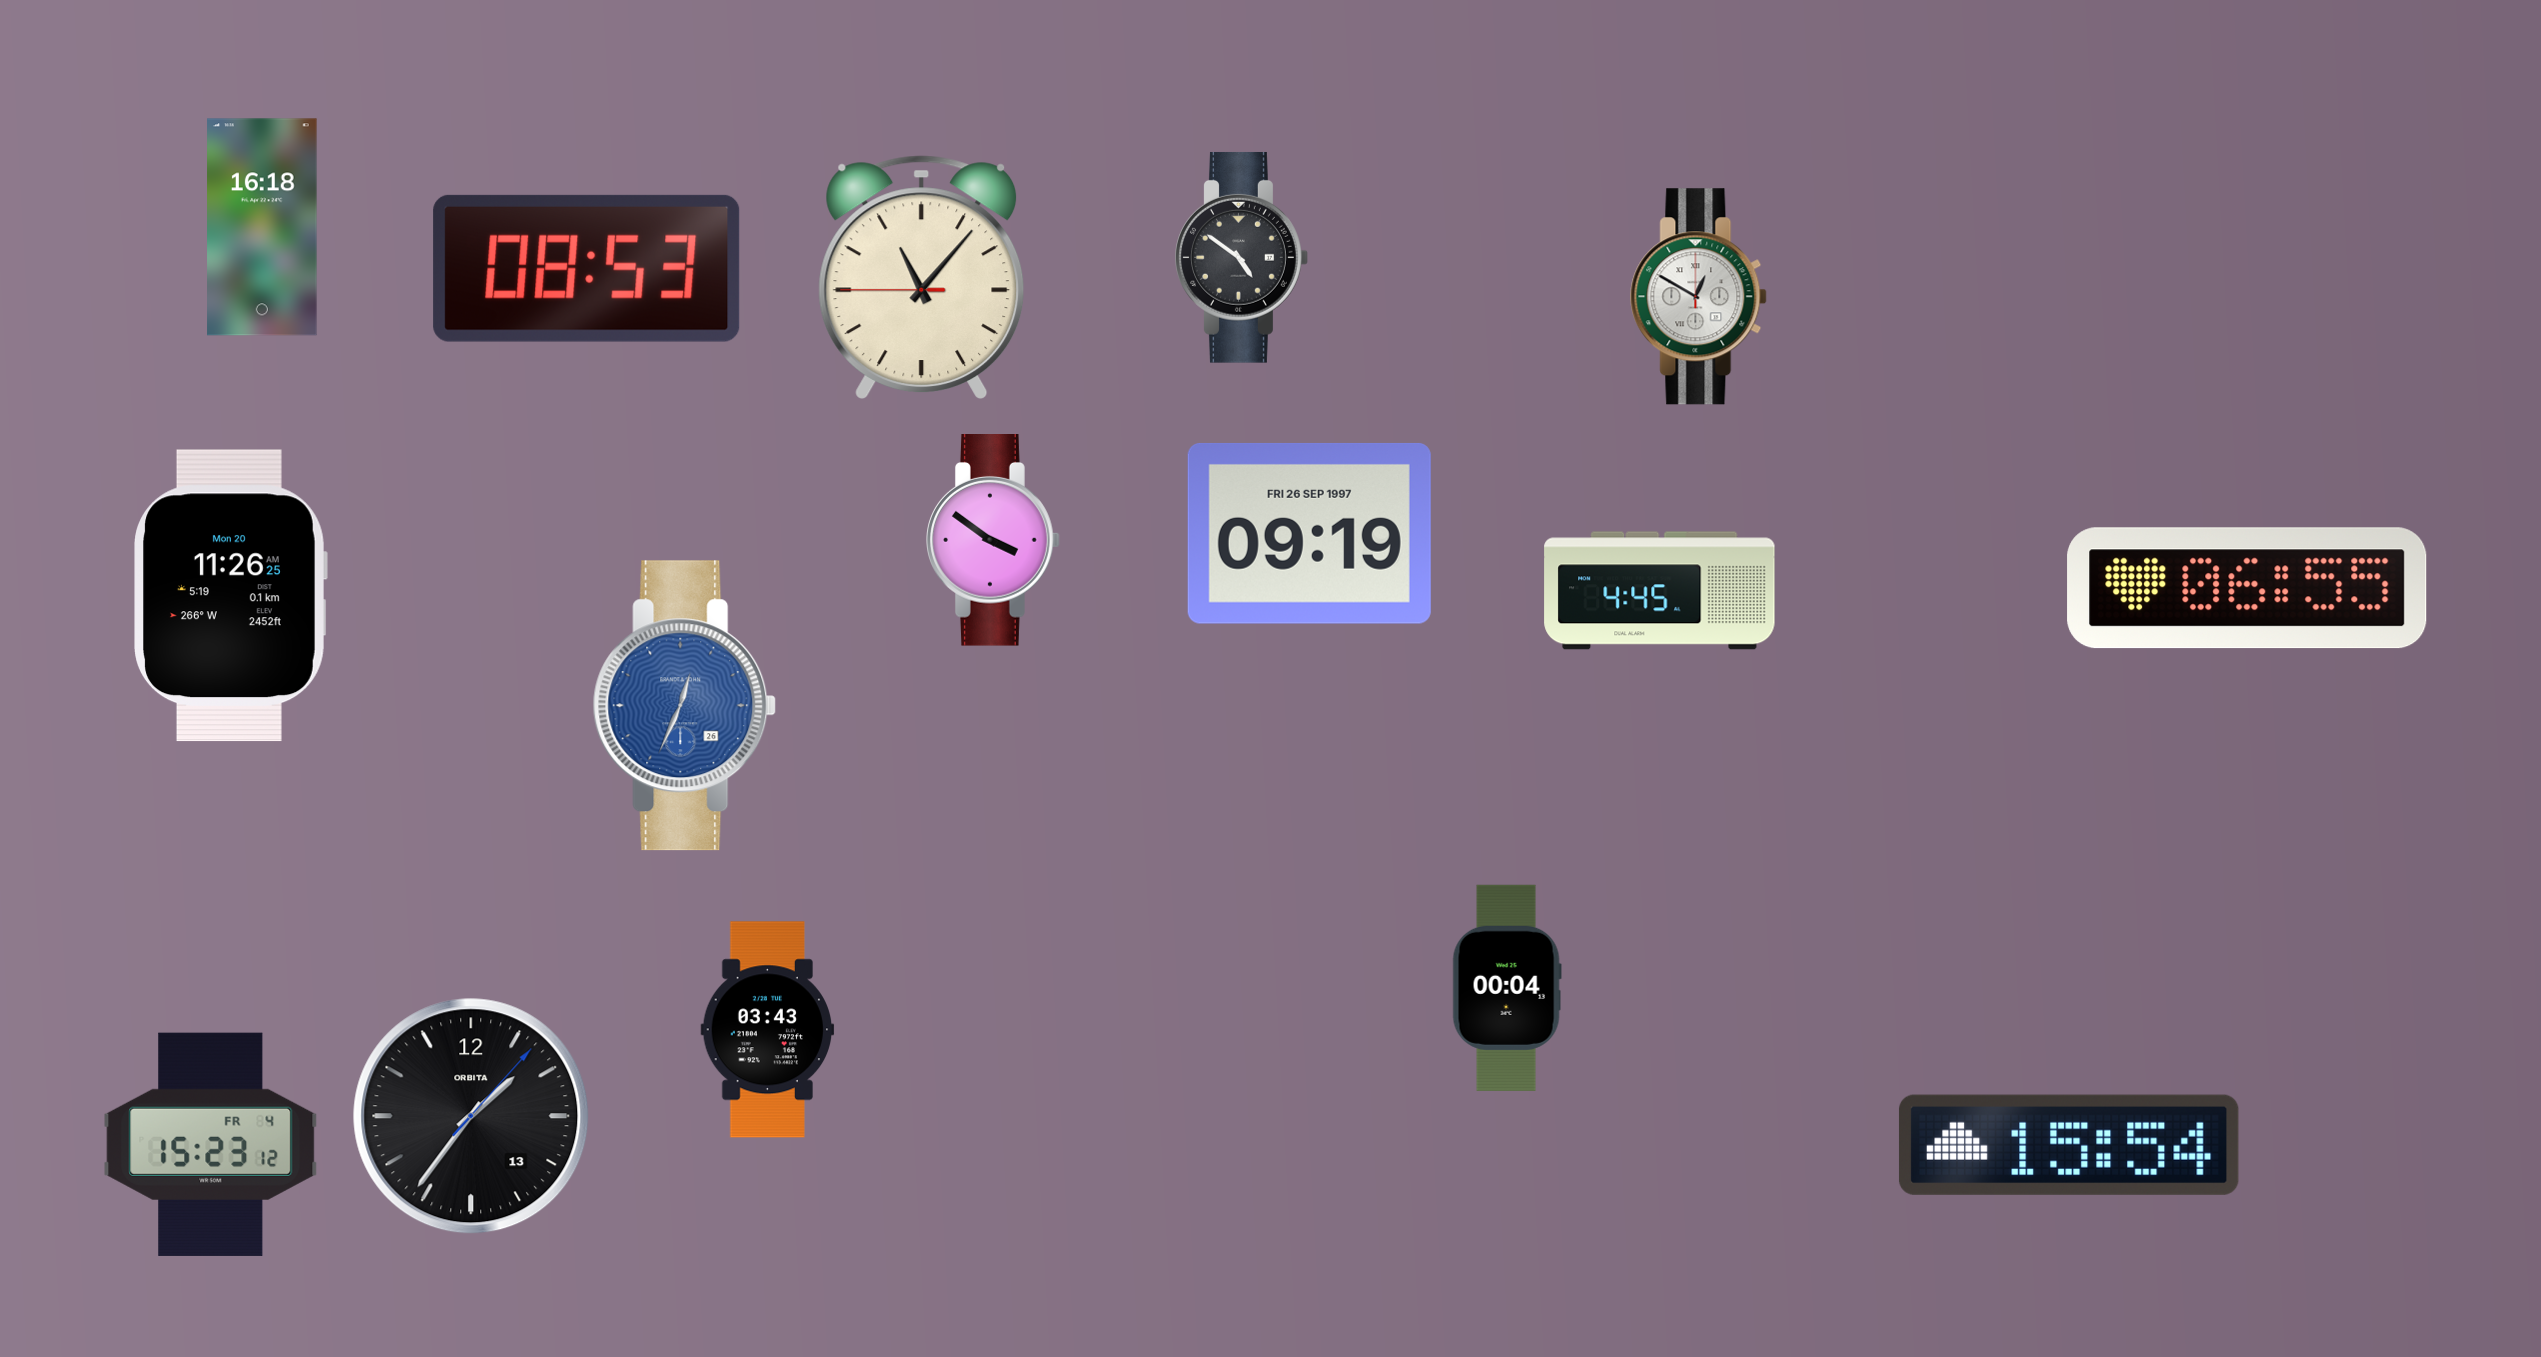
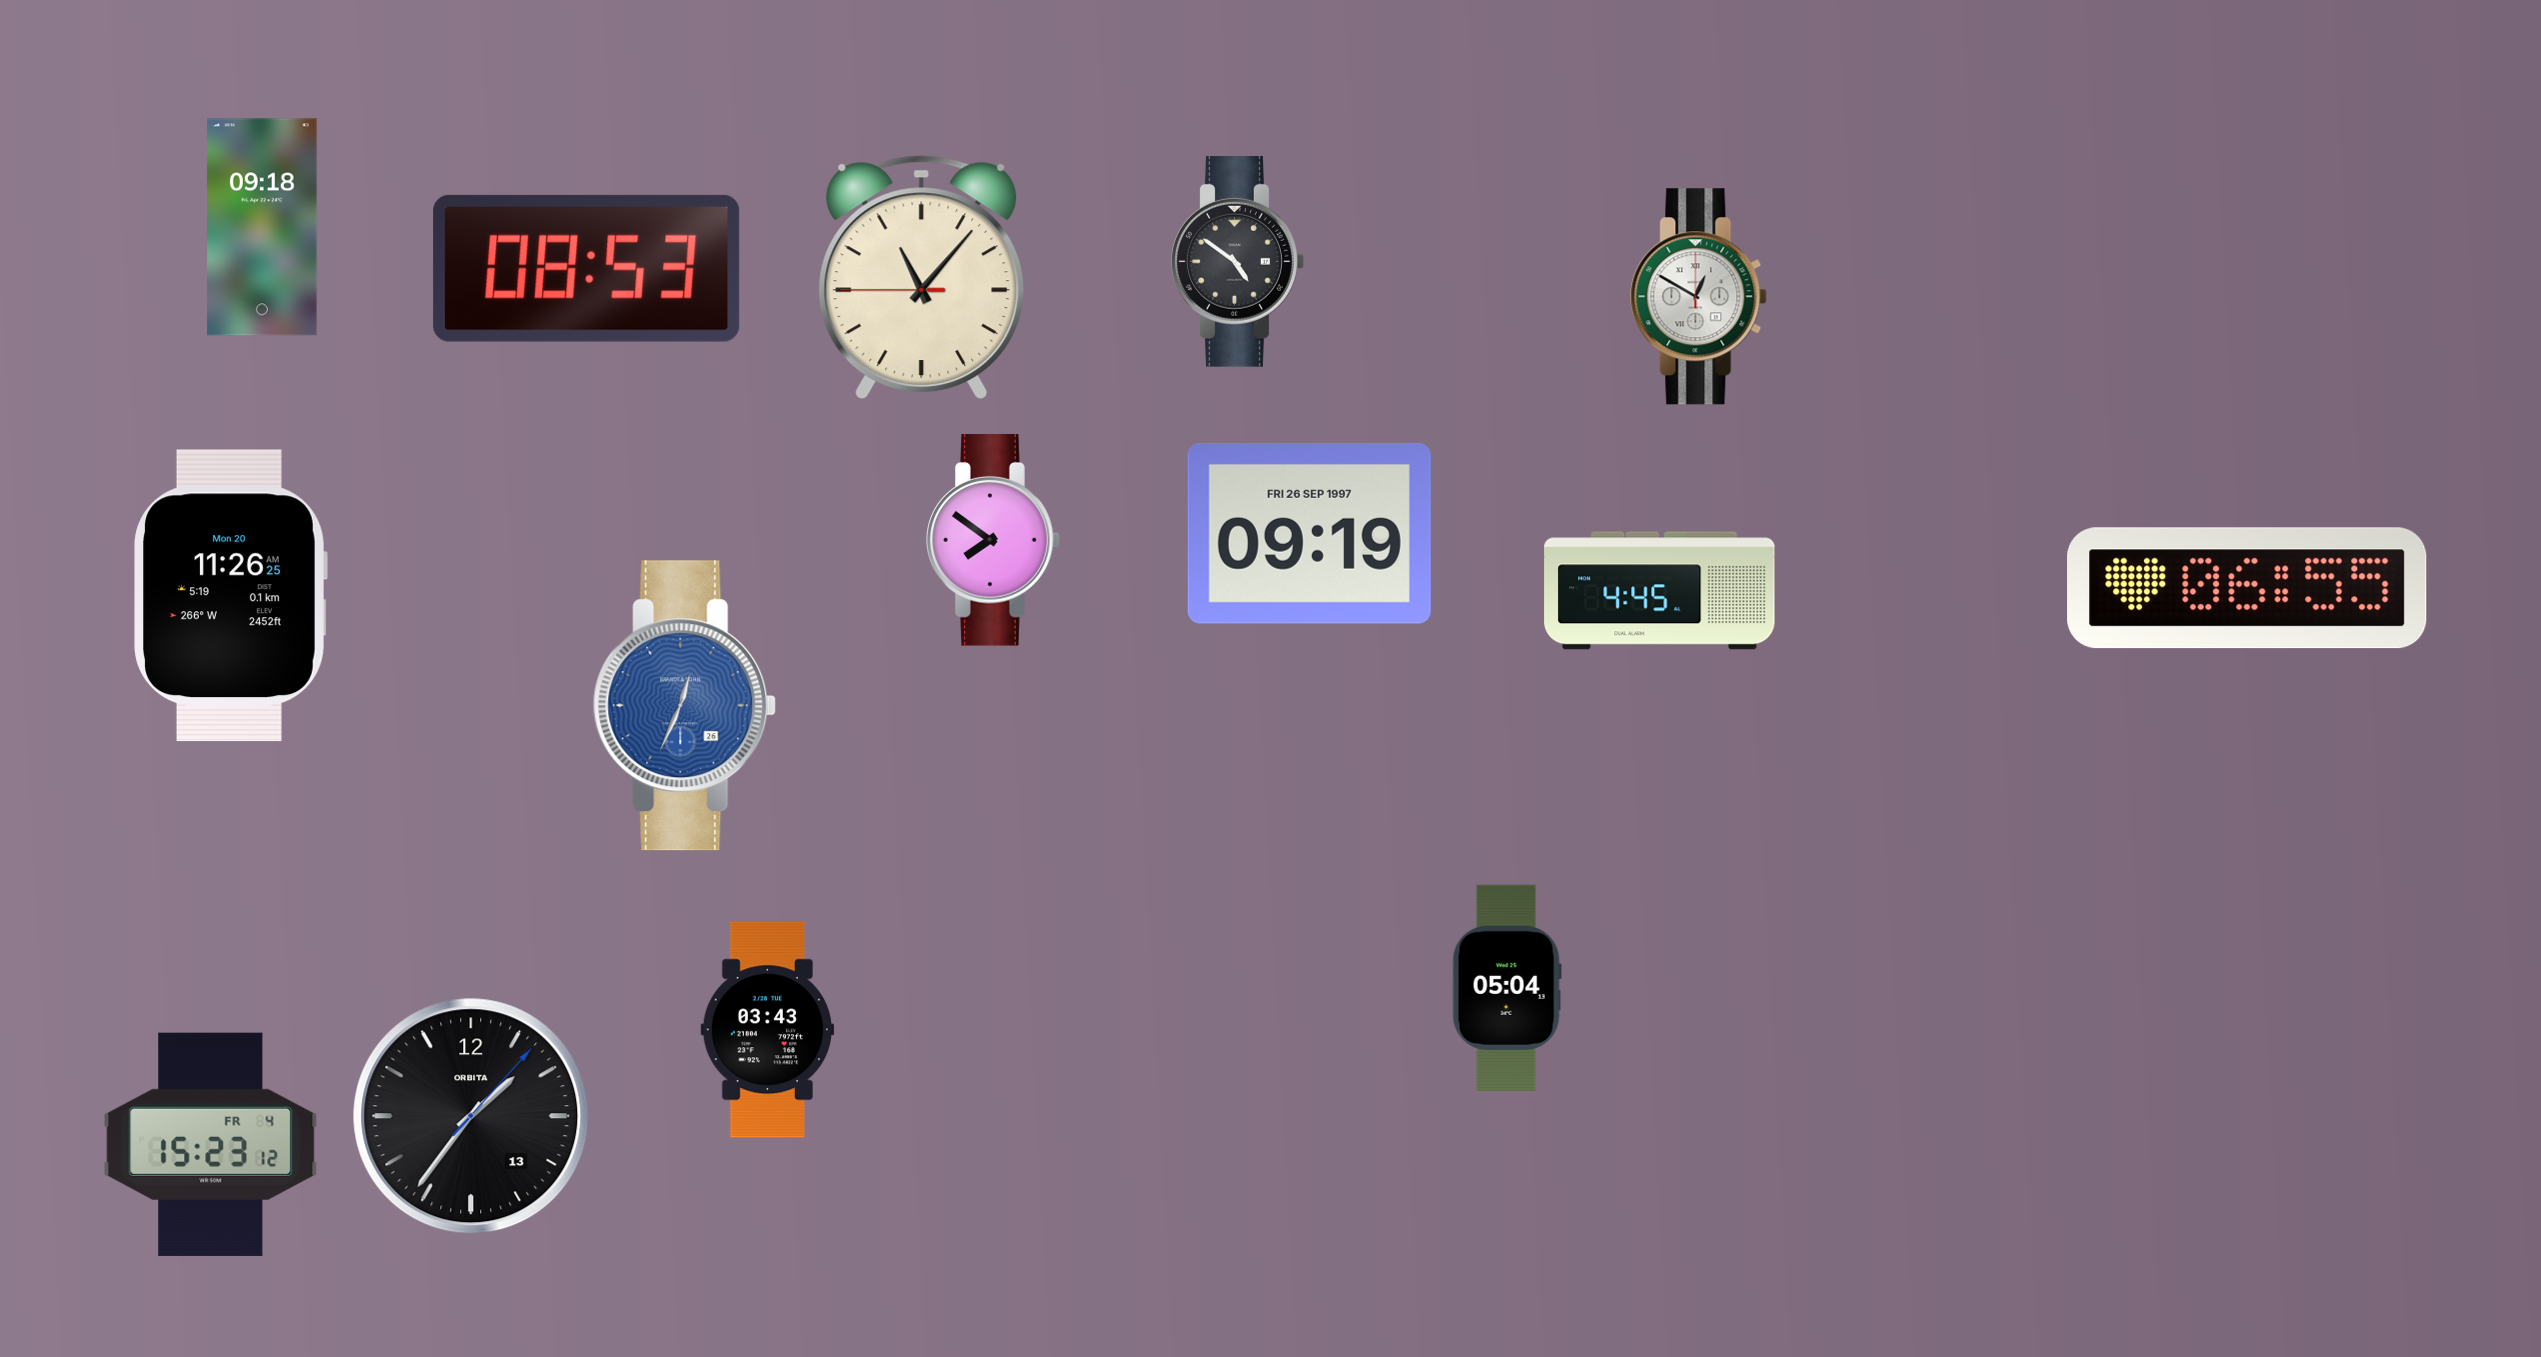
clock at (262, 227): 16:18 -> 09:18
clock at (1242, 257) position: (1242, 257) -> (1238, 261)
clock at (993, 541): 3:51 -> 7:51
clock at (1507, 988): 00:04 -> 05:04
clock at (2069, 1145): 15:54 -> none
